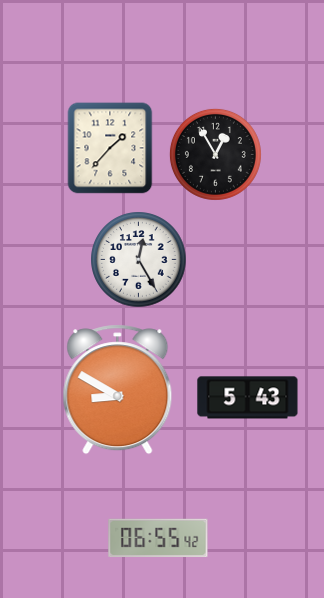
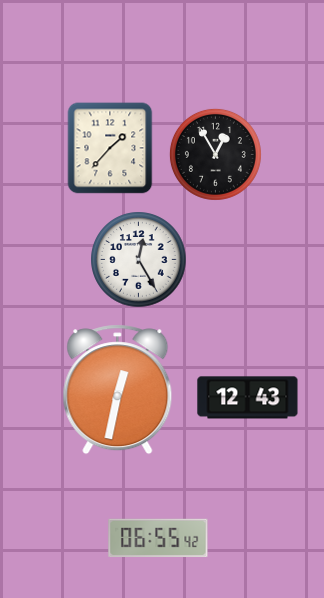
clock at (118, 390): 8:50 -> 12:32
clock at (248, 398): 5:43 -> 12:43
